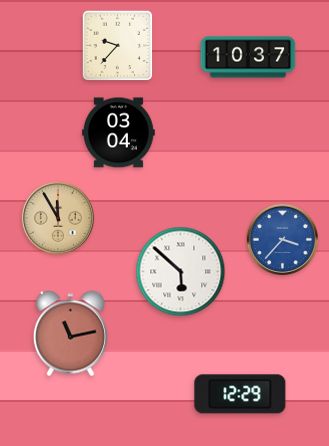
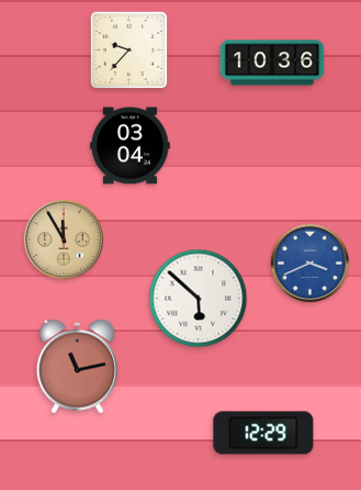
clock at (248, 57): 10:37 -> 10:36
clock at (282, 239): 3:37 -> 3:41
